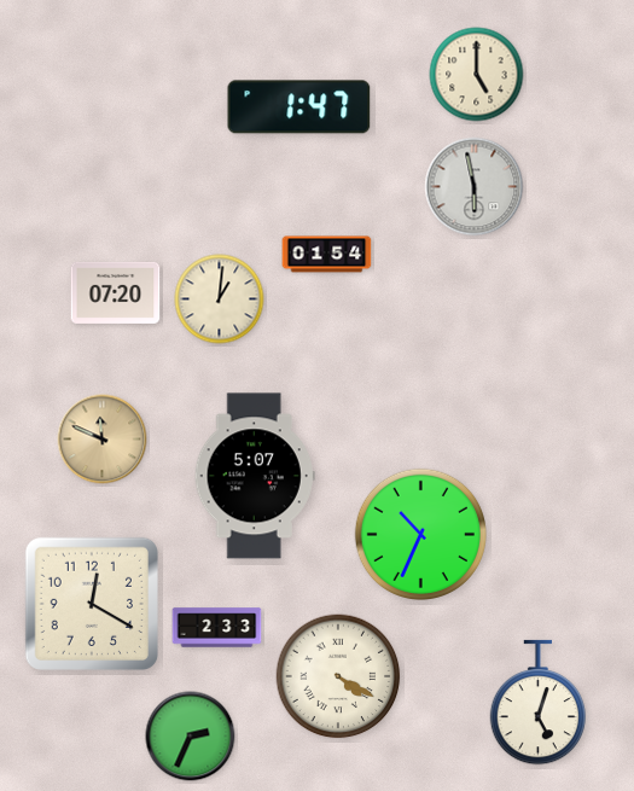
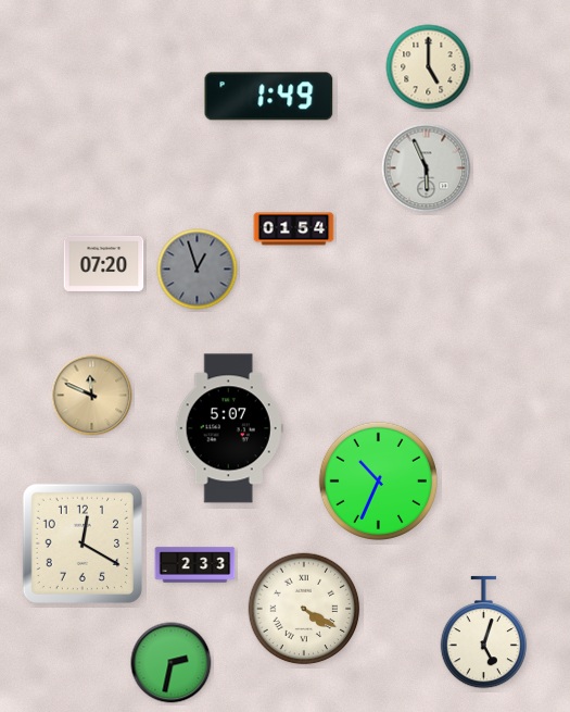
clock at (299, 107): 1:47 -> 1:49
clock at (475, 187): 5:58 -> 5:56
clock at (220, 299): 1:01 -> 12:57
clock at (220, 299) dial: cream -> grey
clock at (191, 737): 2:34 -> 2:32
